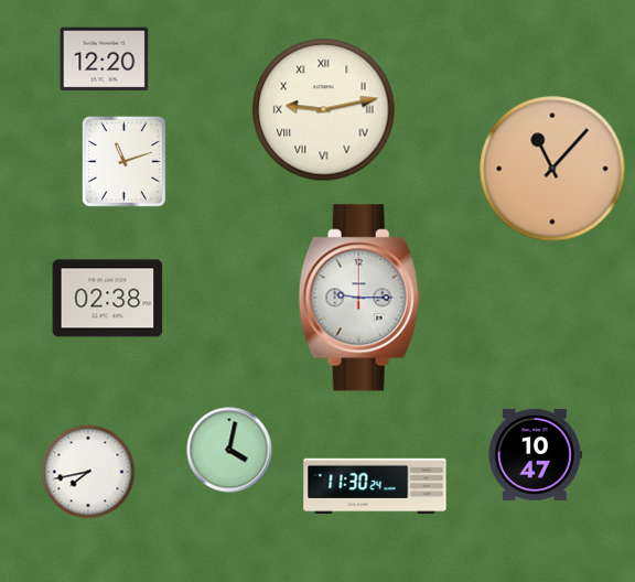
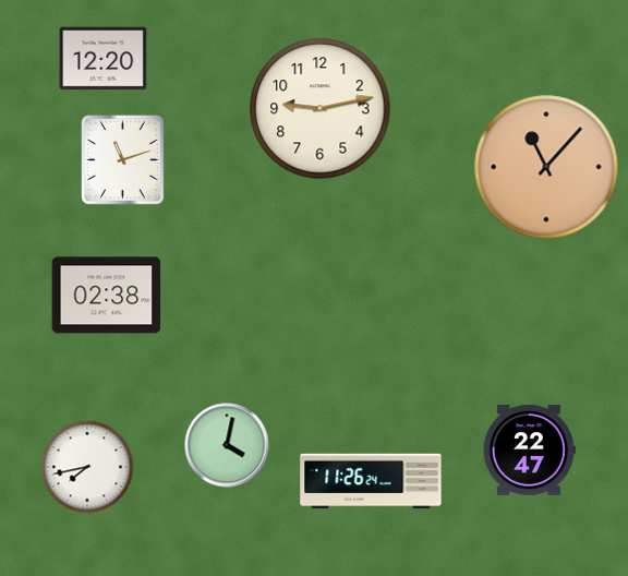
clock at (324, 110) numerals: Roman -> Arabic
clock at (359, 298): 9:15 -> none
clock at (535, 454): 10:47 -> 22:47
clock at (375, 486): 11:30 -> 11:26
